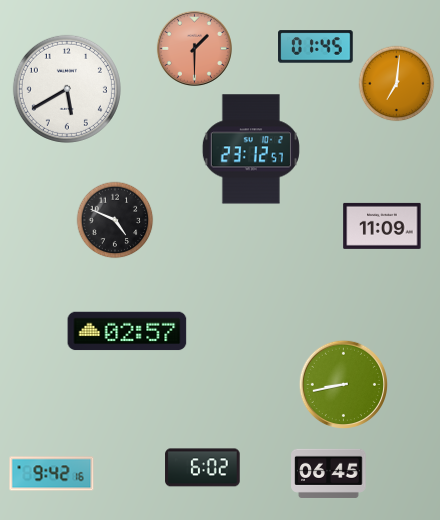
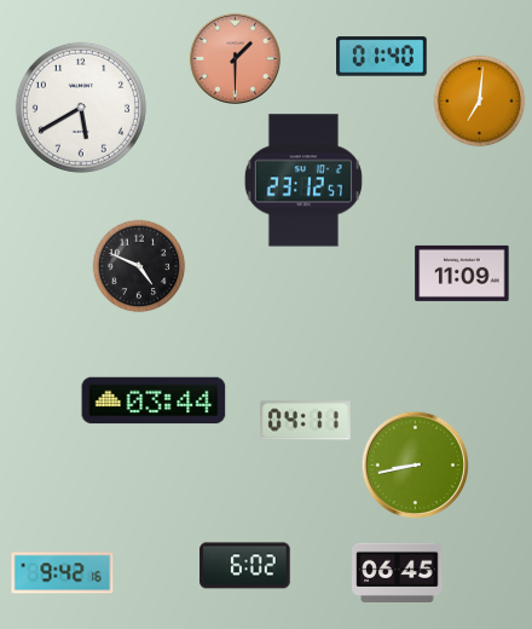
clock at (316, 47): 01:45 -> 01:40
clock at (127, 331): 02:57 -> 03:44
clock at (306, 421): none -> 04:11
